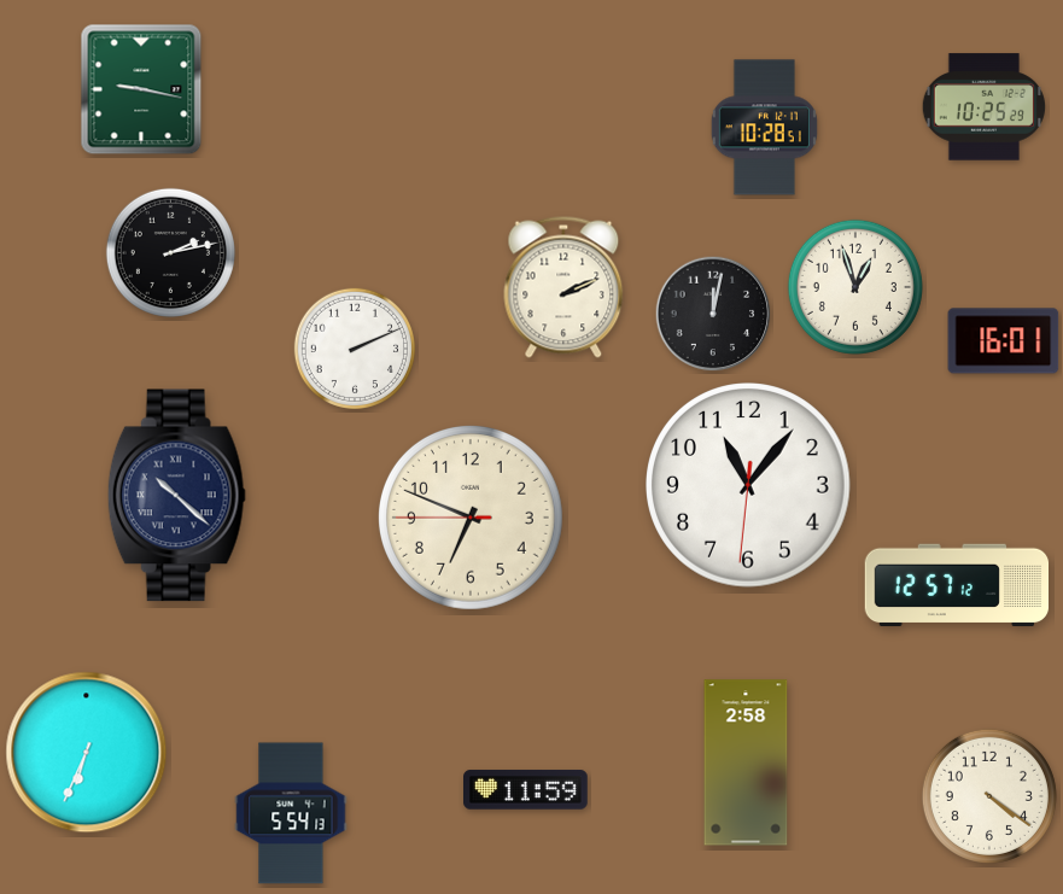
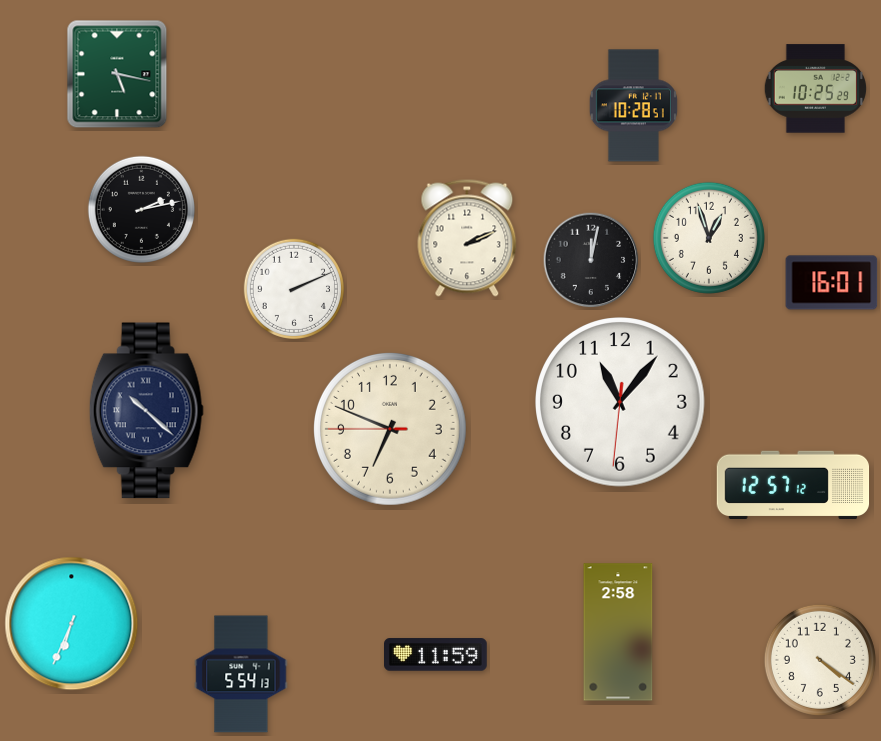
clock at (141, 89): 9:17 -> 5:17
